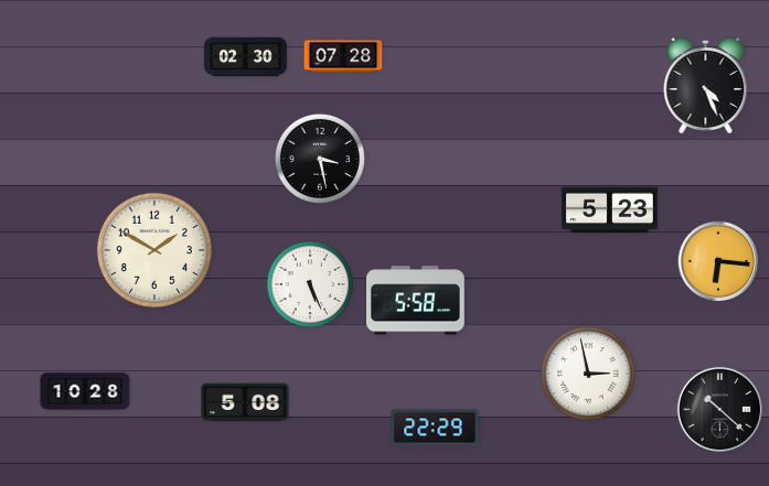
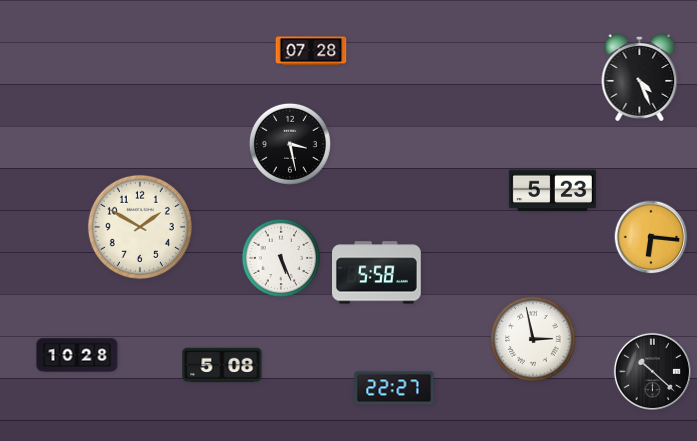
clock at (246, 57): 02:30 -> none
clock at (435, 428): 22:29 -> 22:27
